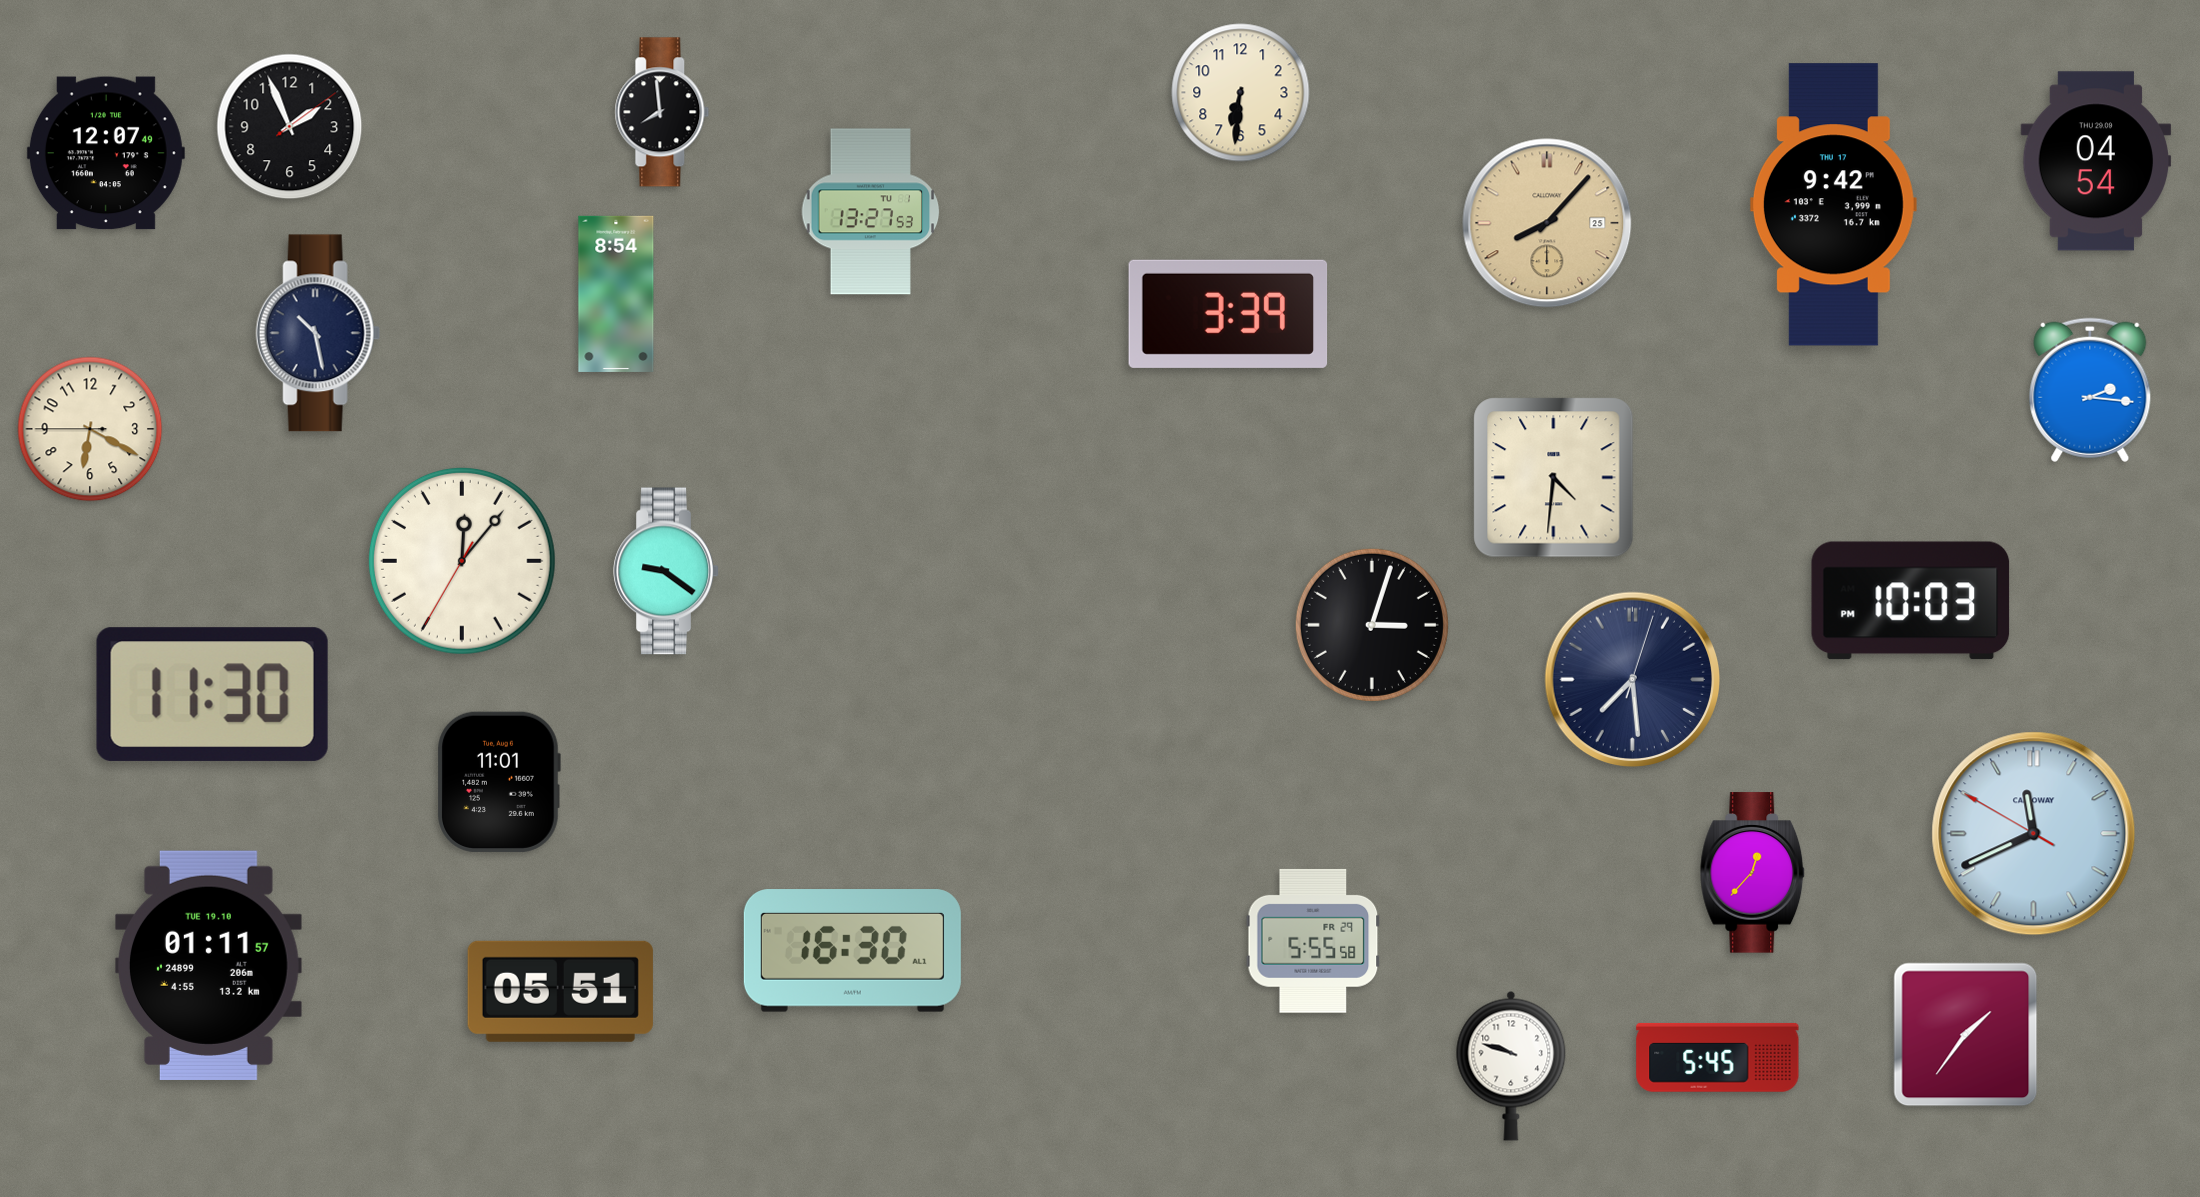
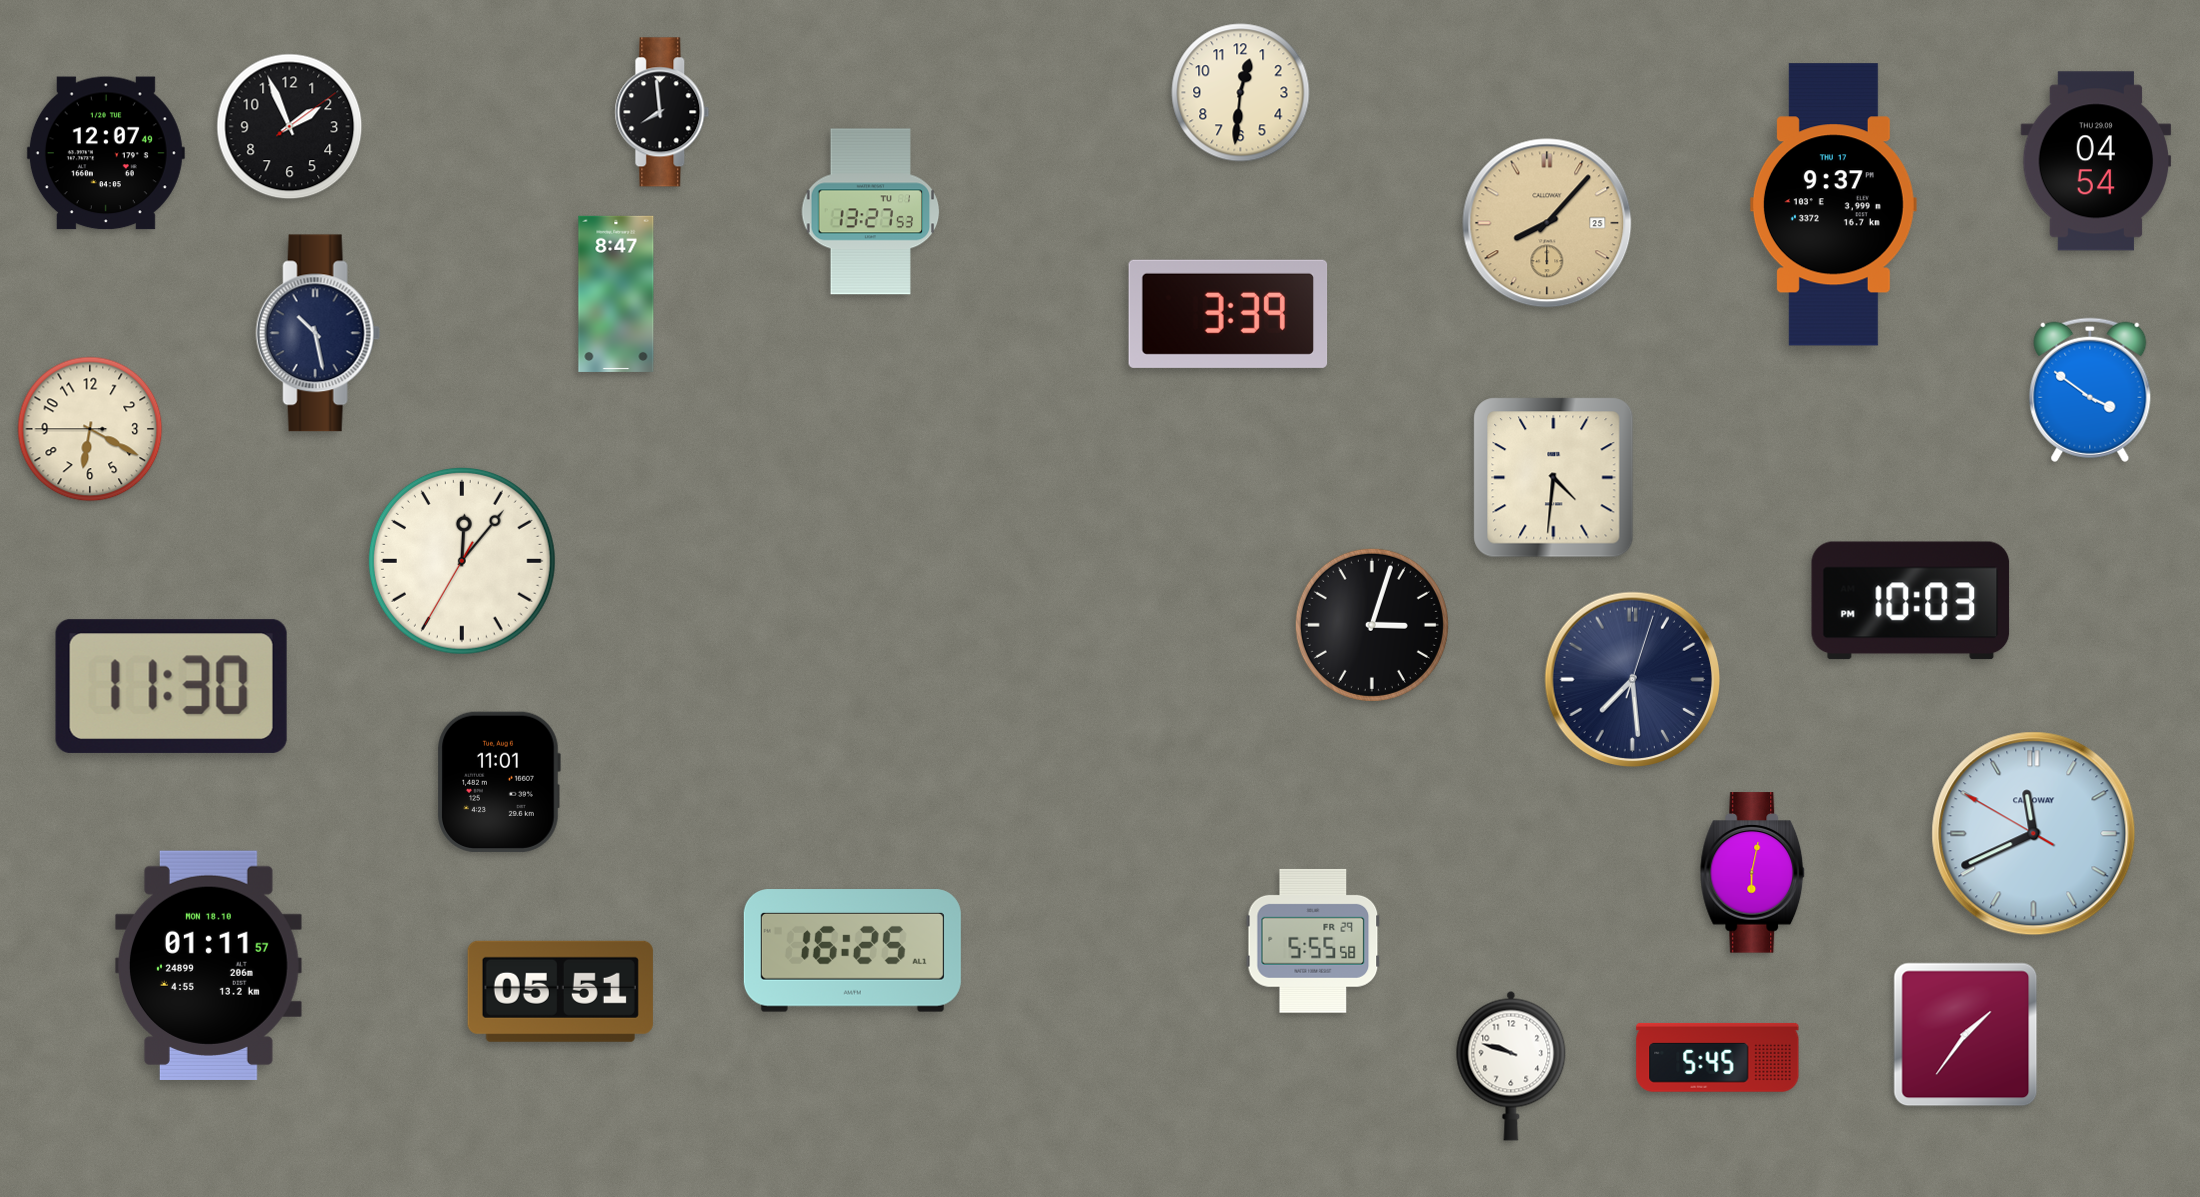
clock at (1241, 93): 6:31 -> 12:31
clock at (1833, 205): 9:42 -> 9:37
clock at (616, 294): 8:54 -> 8:47
clock at (2090, 390): 2:16 -> 3:51
clock at (666, 571): 9:21 -> none
clock at (212, 694) position: (212, 694) -> (171, 686)
clock at (1753, 873): 12:37 -> 6:02
clock at (852, 951): 16:30 -> 16:25
clock at (208, 965) date: TUE 19.10 -> MON 18.10
